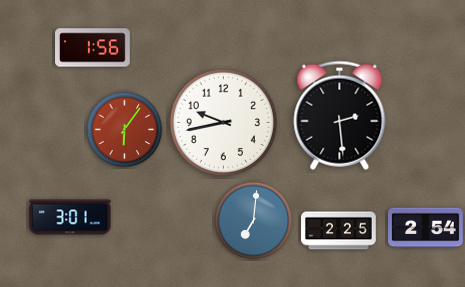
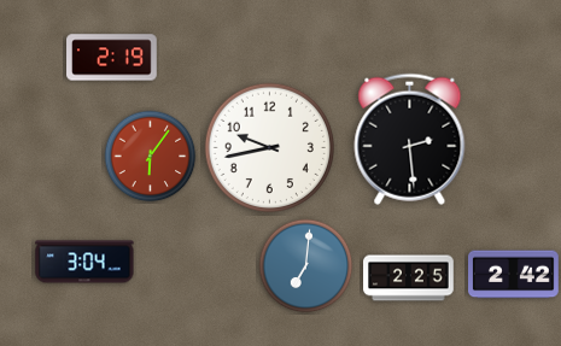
clock at (93, 48): 1:56 -> 2:19
clock at (70, 217): 3:01 -> 3:04
clock at (426, 228): 2:54 -> 2:42
